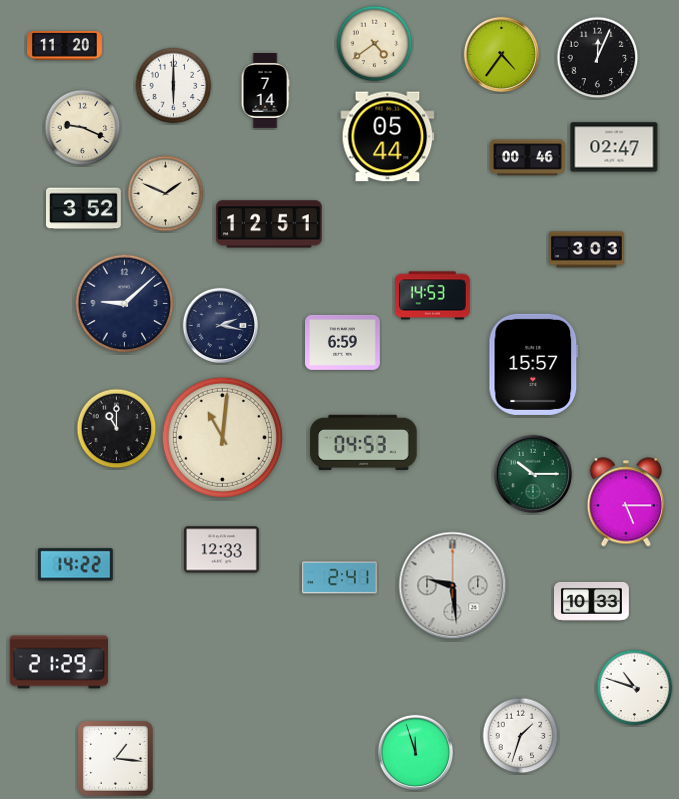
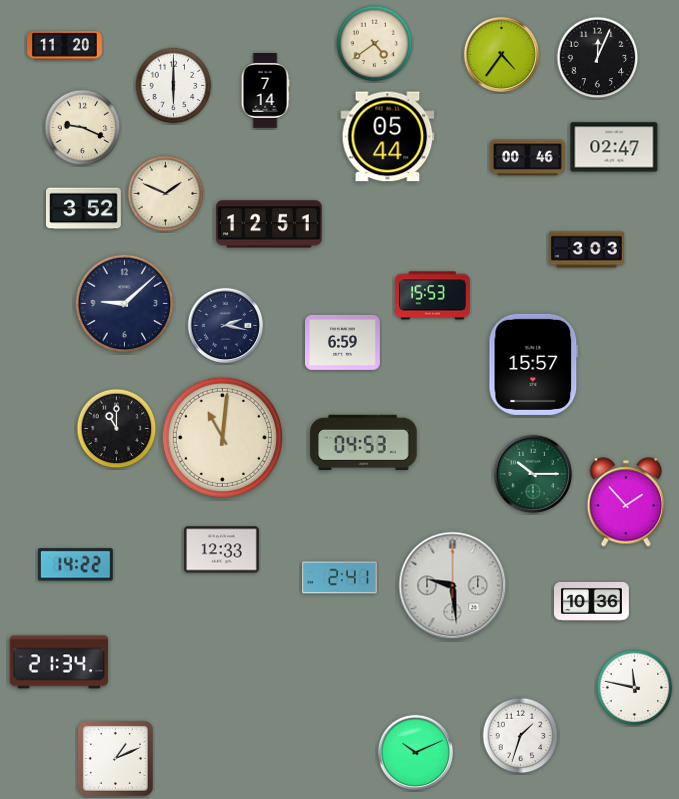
clock at (433, 296): 14:53 -> 15:53
clock at (220, 325) position: (220, 325) -> (225, 325)
clock at (626, 502): 5:15 -> 1:53
clock at (592, 601): 10:33 -> 10:36
clock at (59, 662): 21:29 -> 21:34
clock at (635, 688): 10:48 -> 11:47
clock at (415, 752): 11:57 -> 10:11
clock at (116, 759): 1:16 -> 1:11
